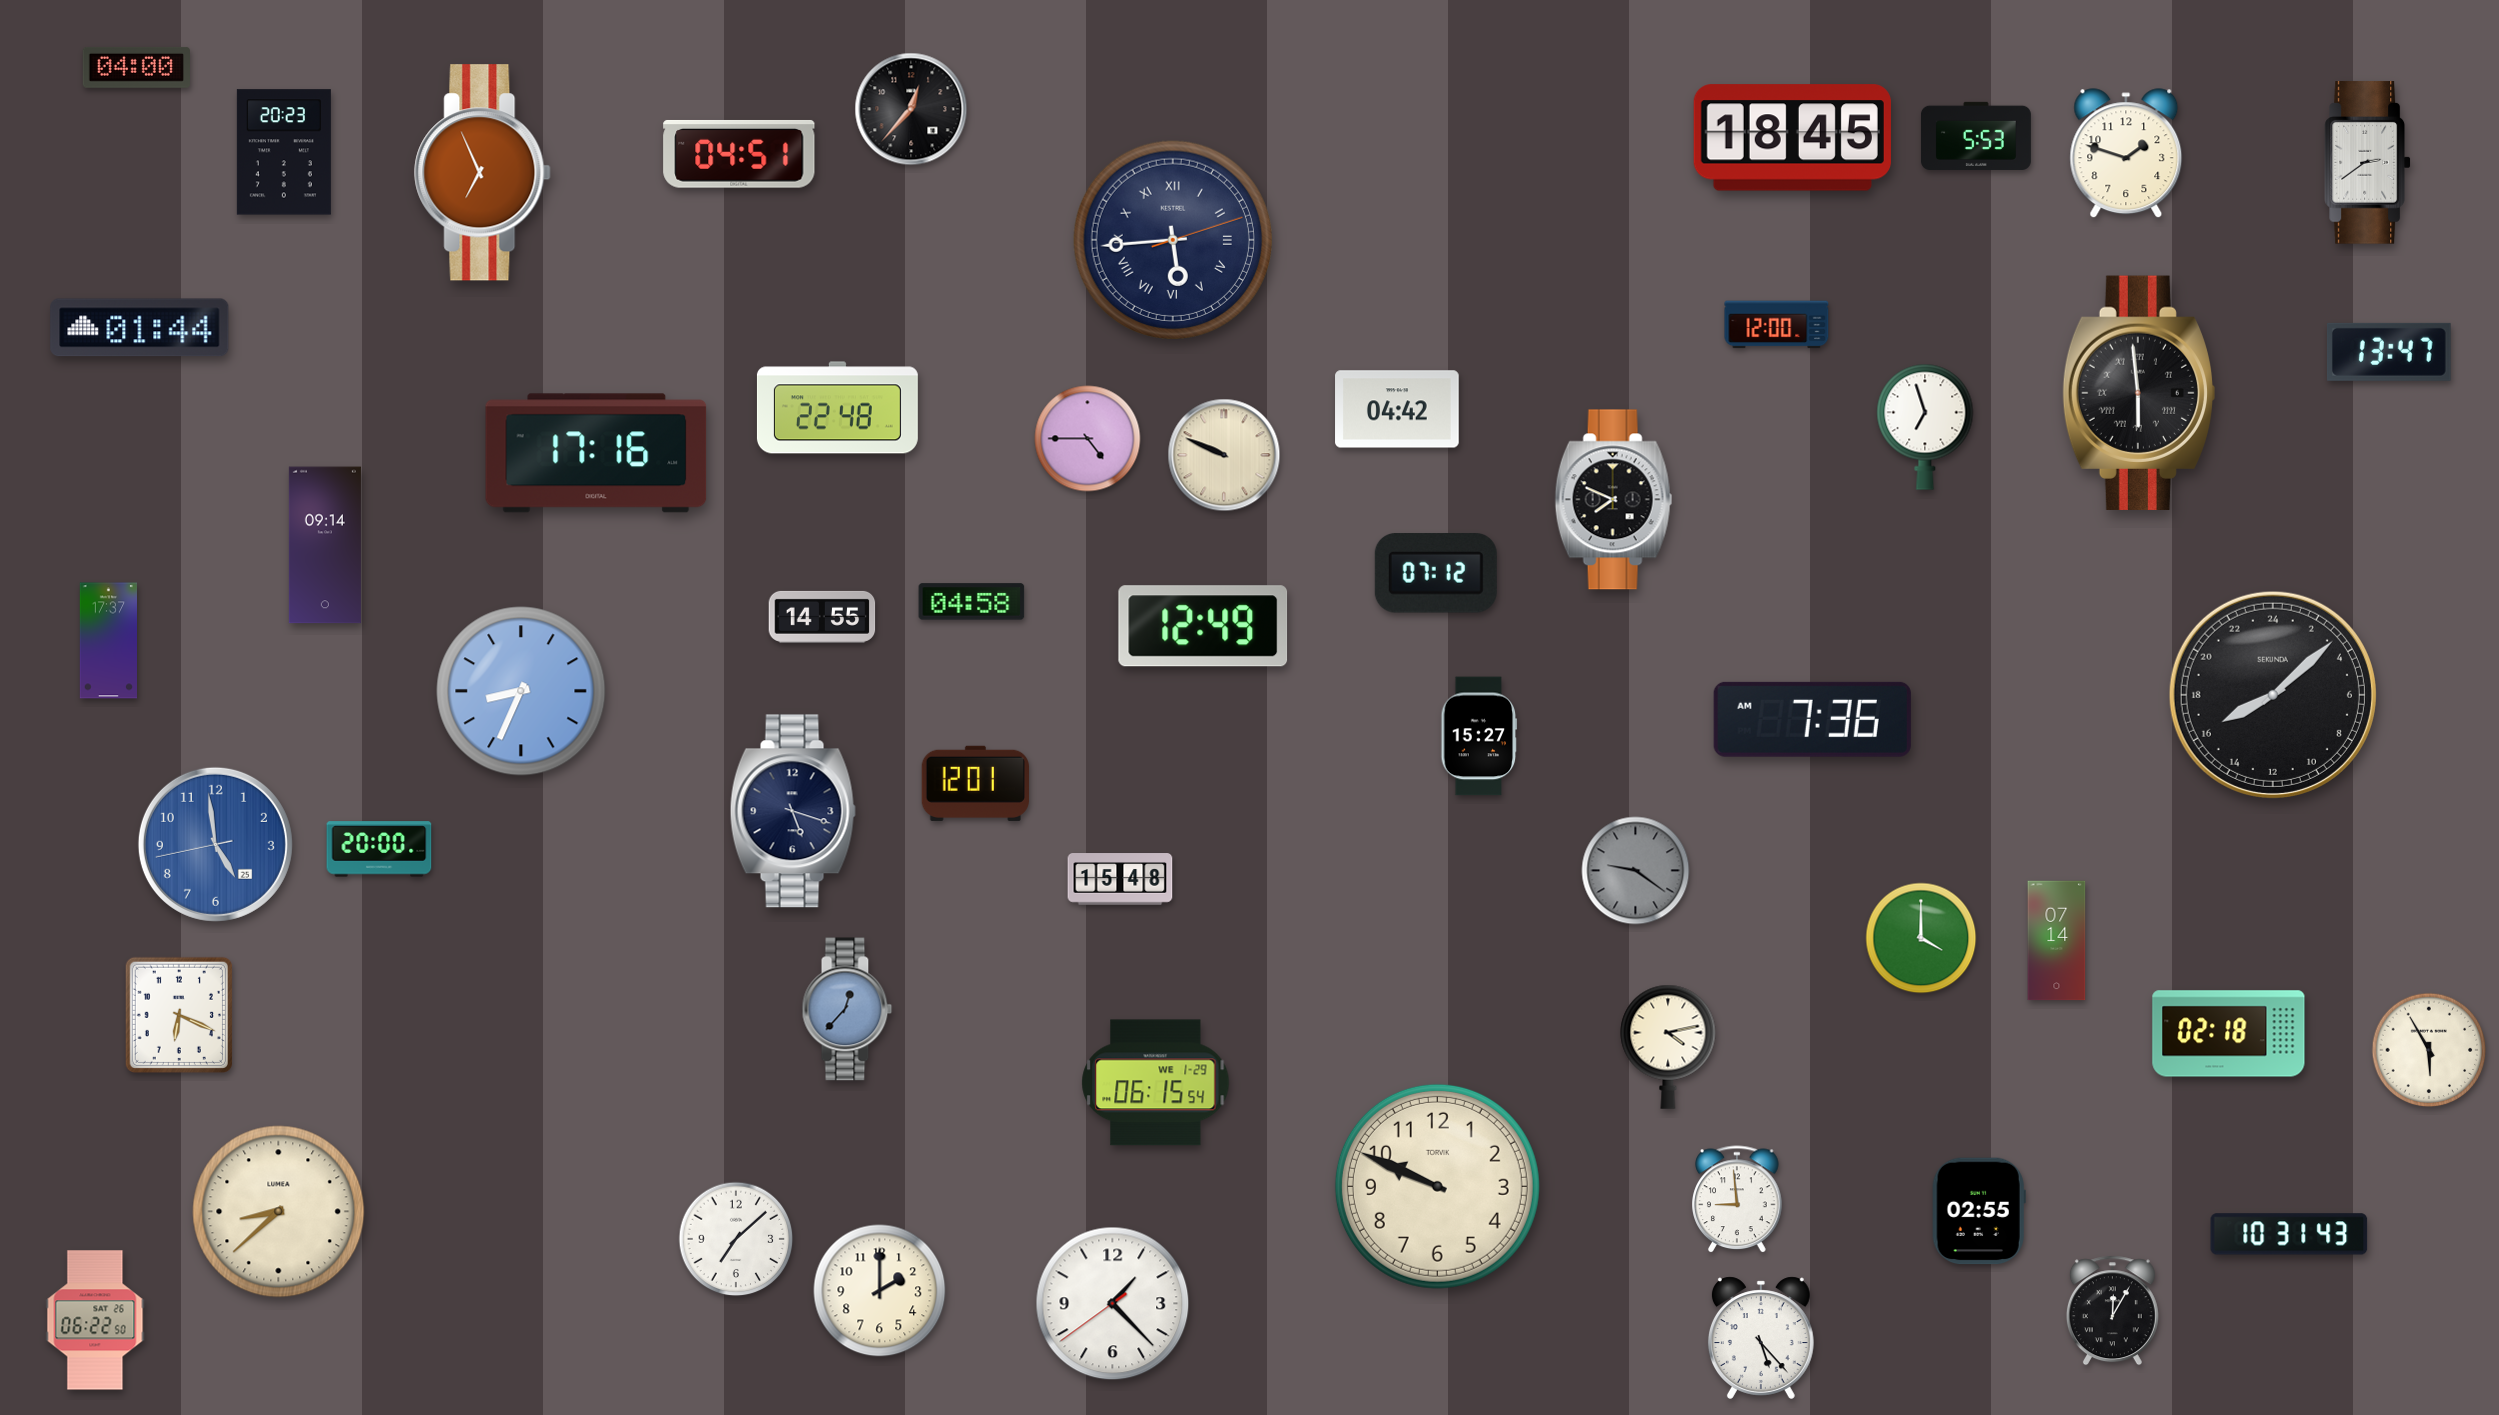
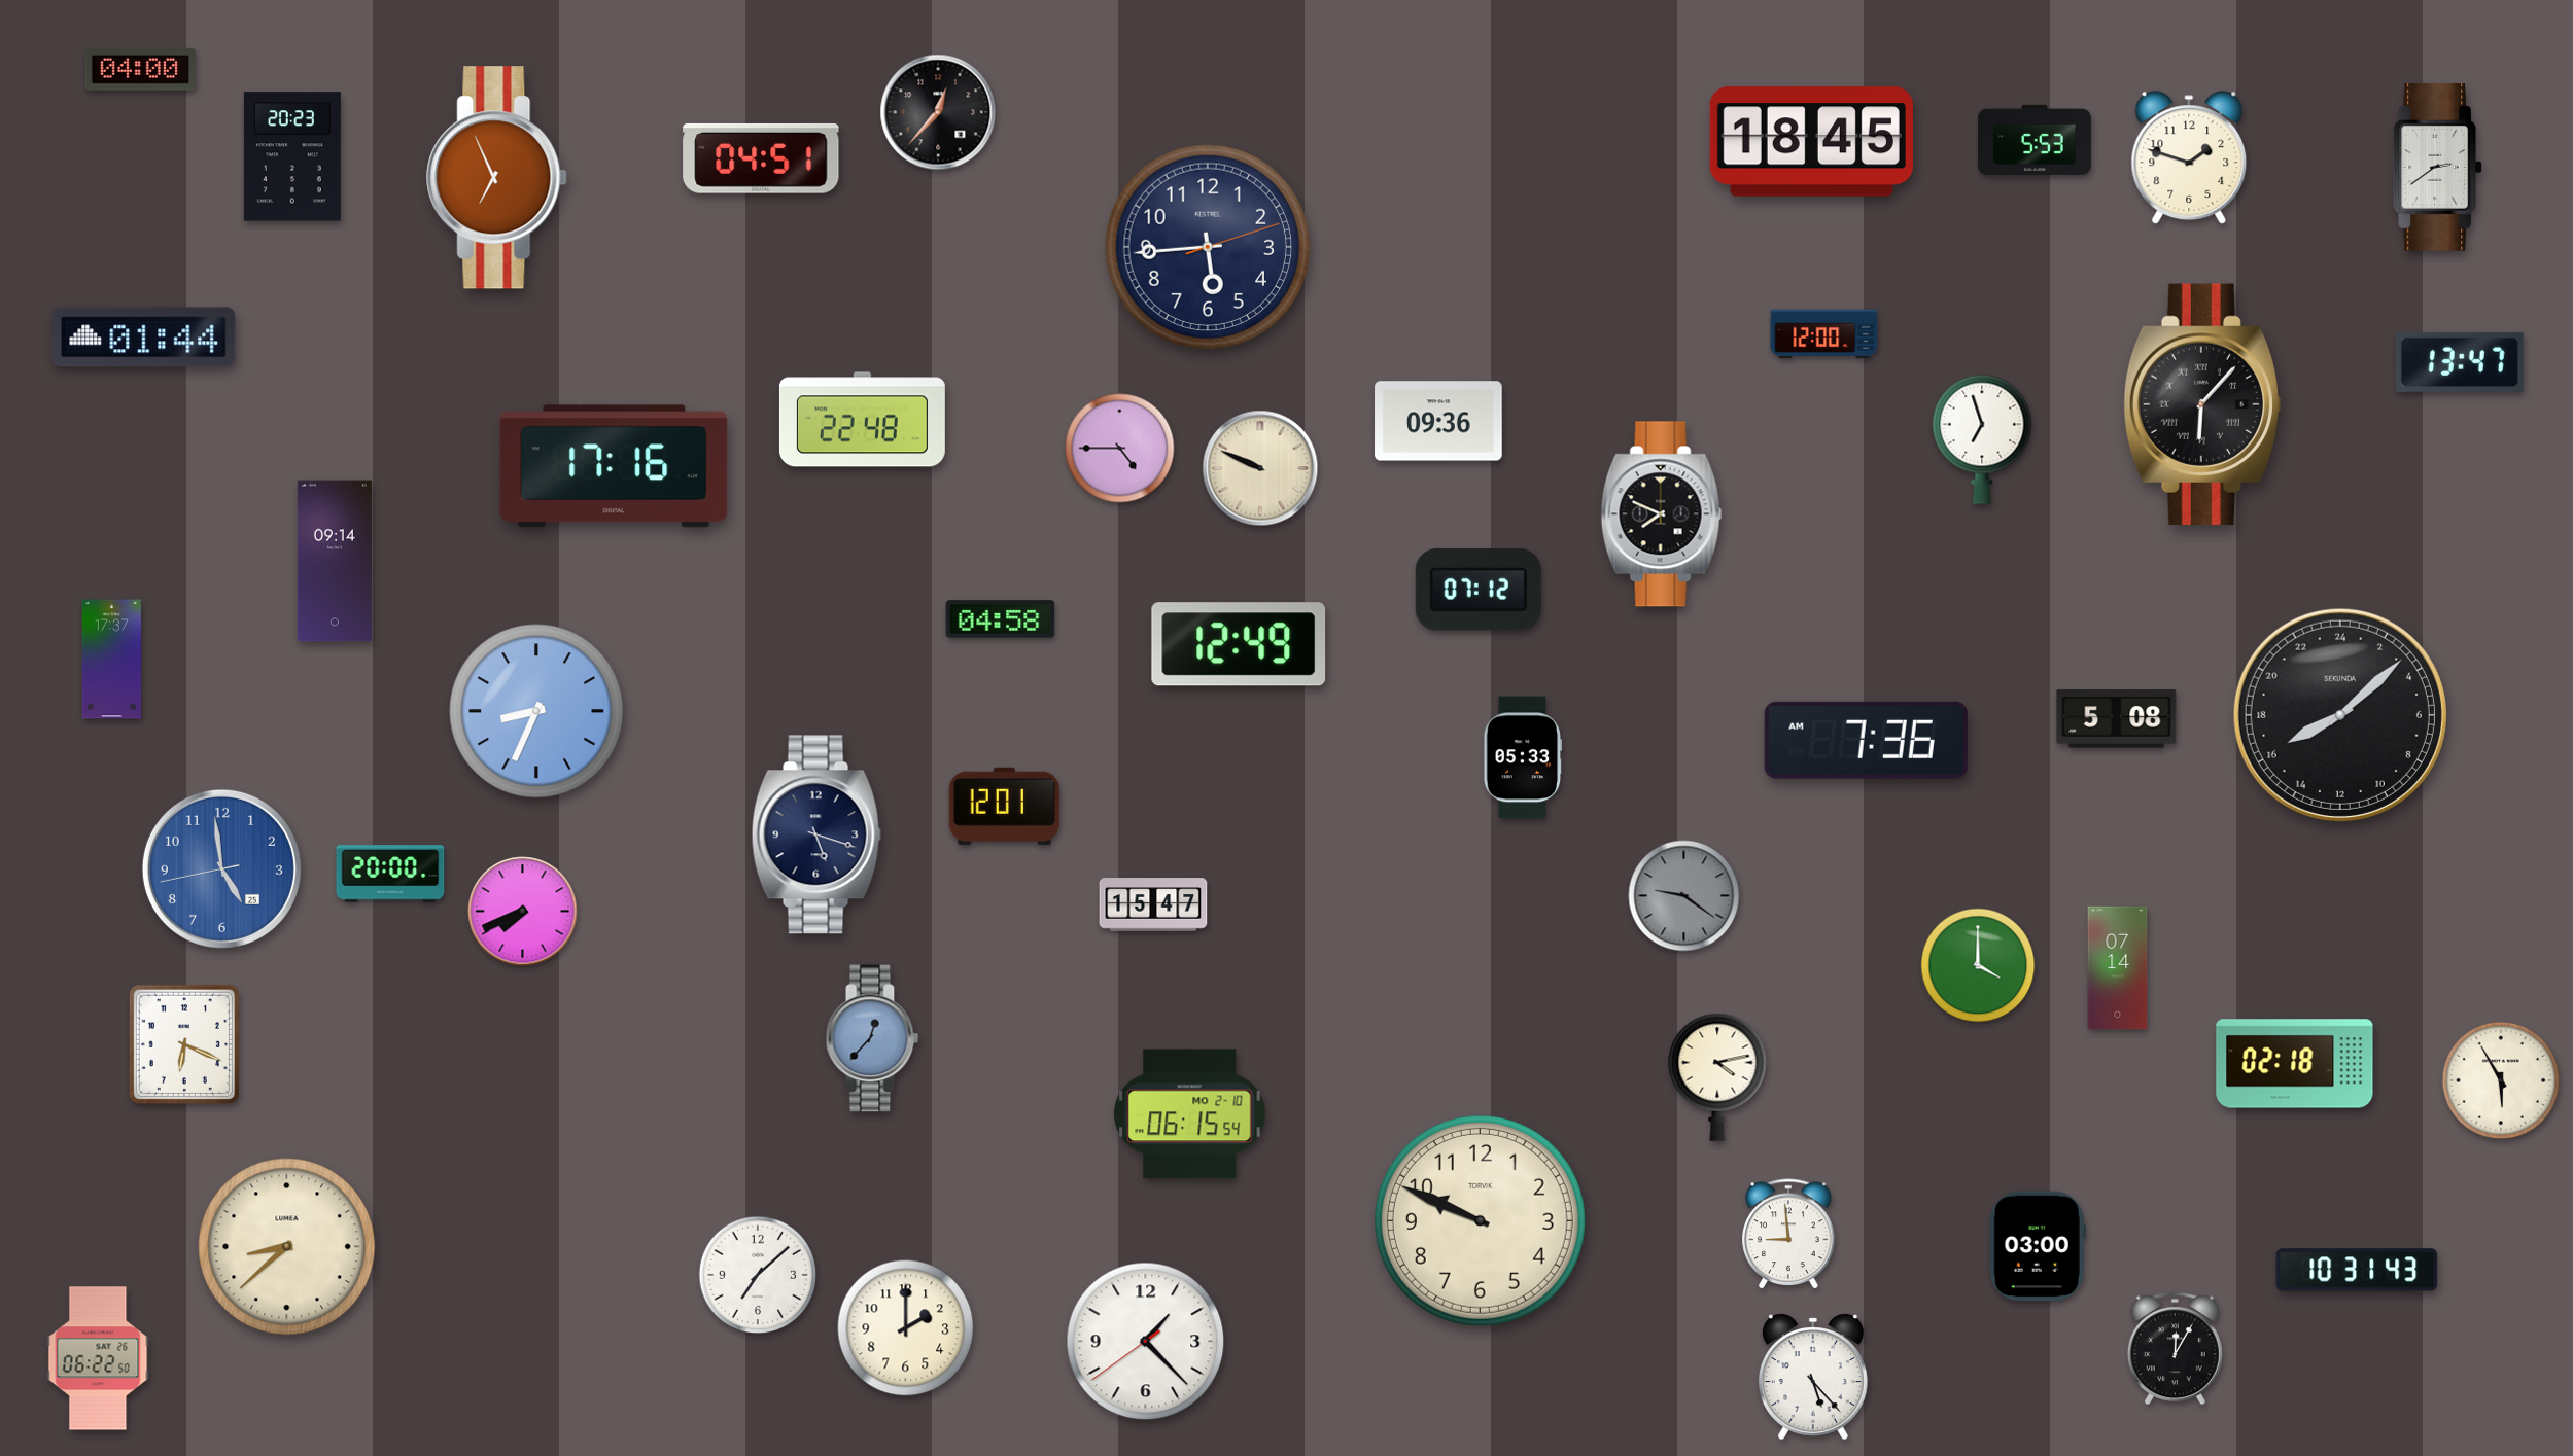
clock at (1792, 138) position: (1792, 138) -> (1811, 142)
clock at (1172, 239) numerals: Roman -> Arabic
clock at (1777, 325) position: (1777, 325) -> (1824, 334)
clock at (2138, 393): 5:59 -> 6:07
clock at (1397, 409): 04:42 -> 09:36
clock at (1088, 439) position: (1088, 439) -> (1120, 449)
clock at (822, 617): 14:55 -> none
clock at (2117, 719): none -> 5:08
clock at (1479, 736): 15:27 -> 05:33
clock at (1120, 879): 15:48 -> 15:47
clock at (523, 912): none -> 7:41
clock at (1156, 1083) date: WE 1-29 -> MO 2-10
clock at (1979, 1211): 02:55 -> 03:00
